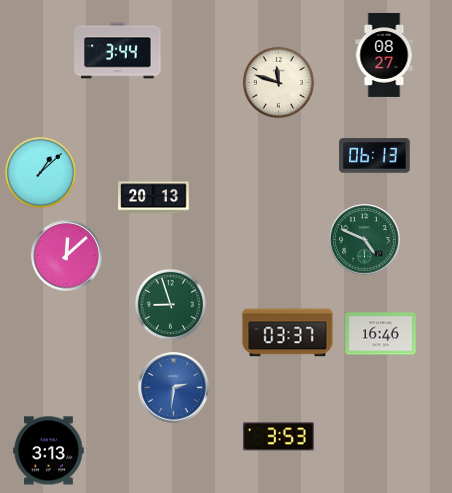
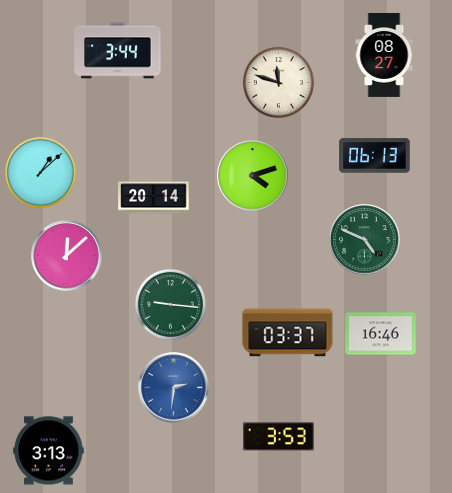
clock at (253, 176): none -> 4:12
clock at (154, 198): 20:13 -> 20:14
clock at (170, 304): 8:57 -> 9:16
